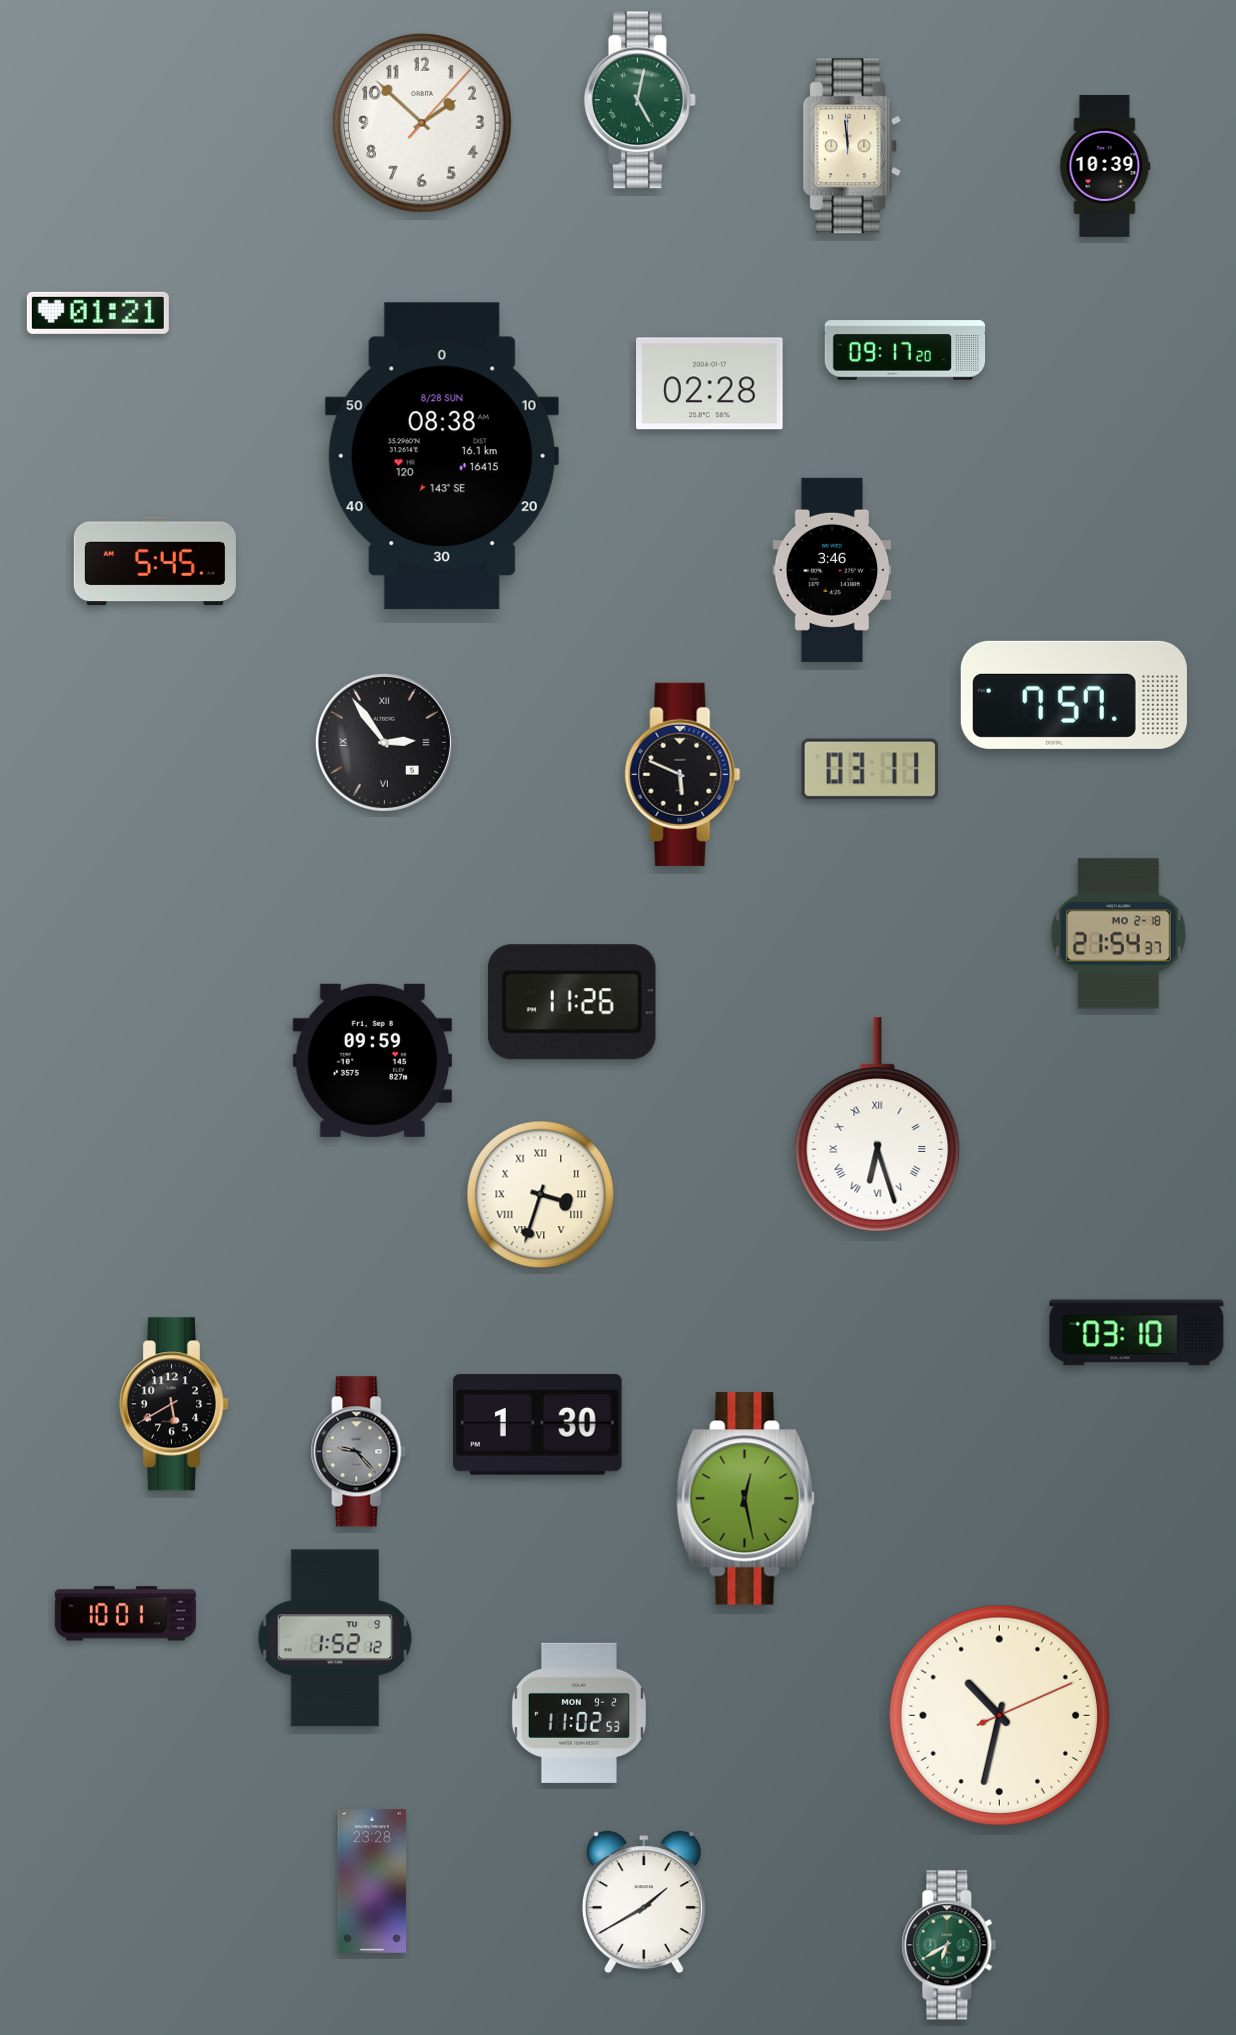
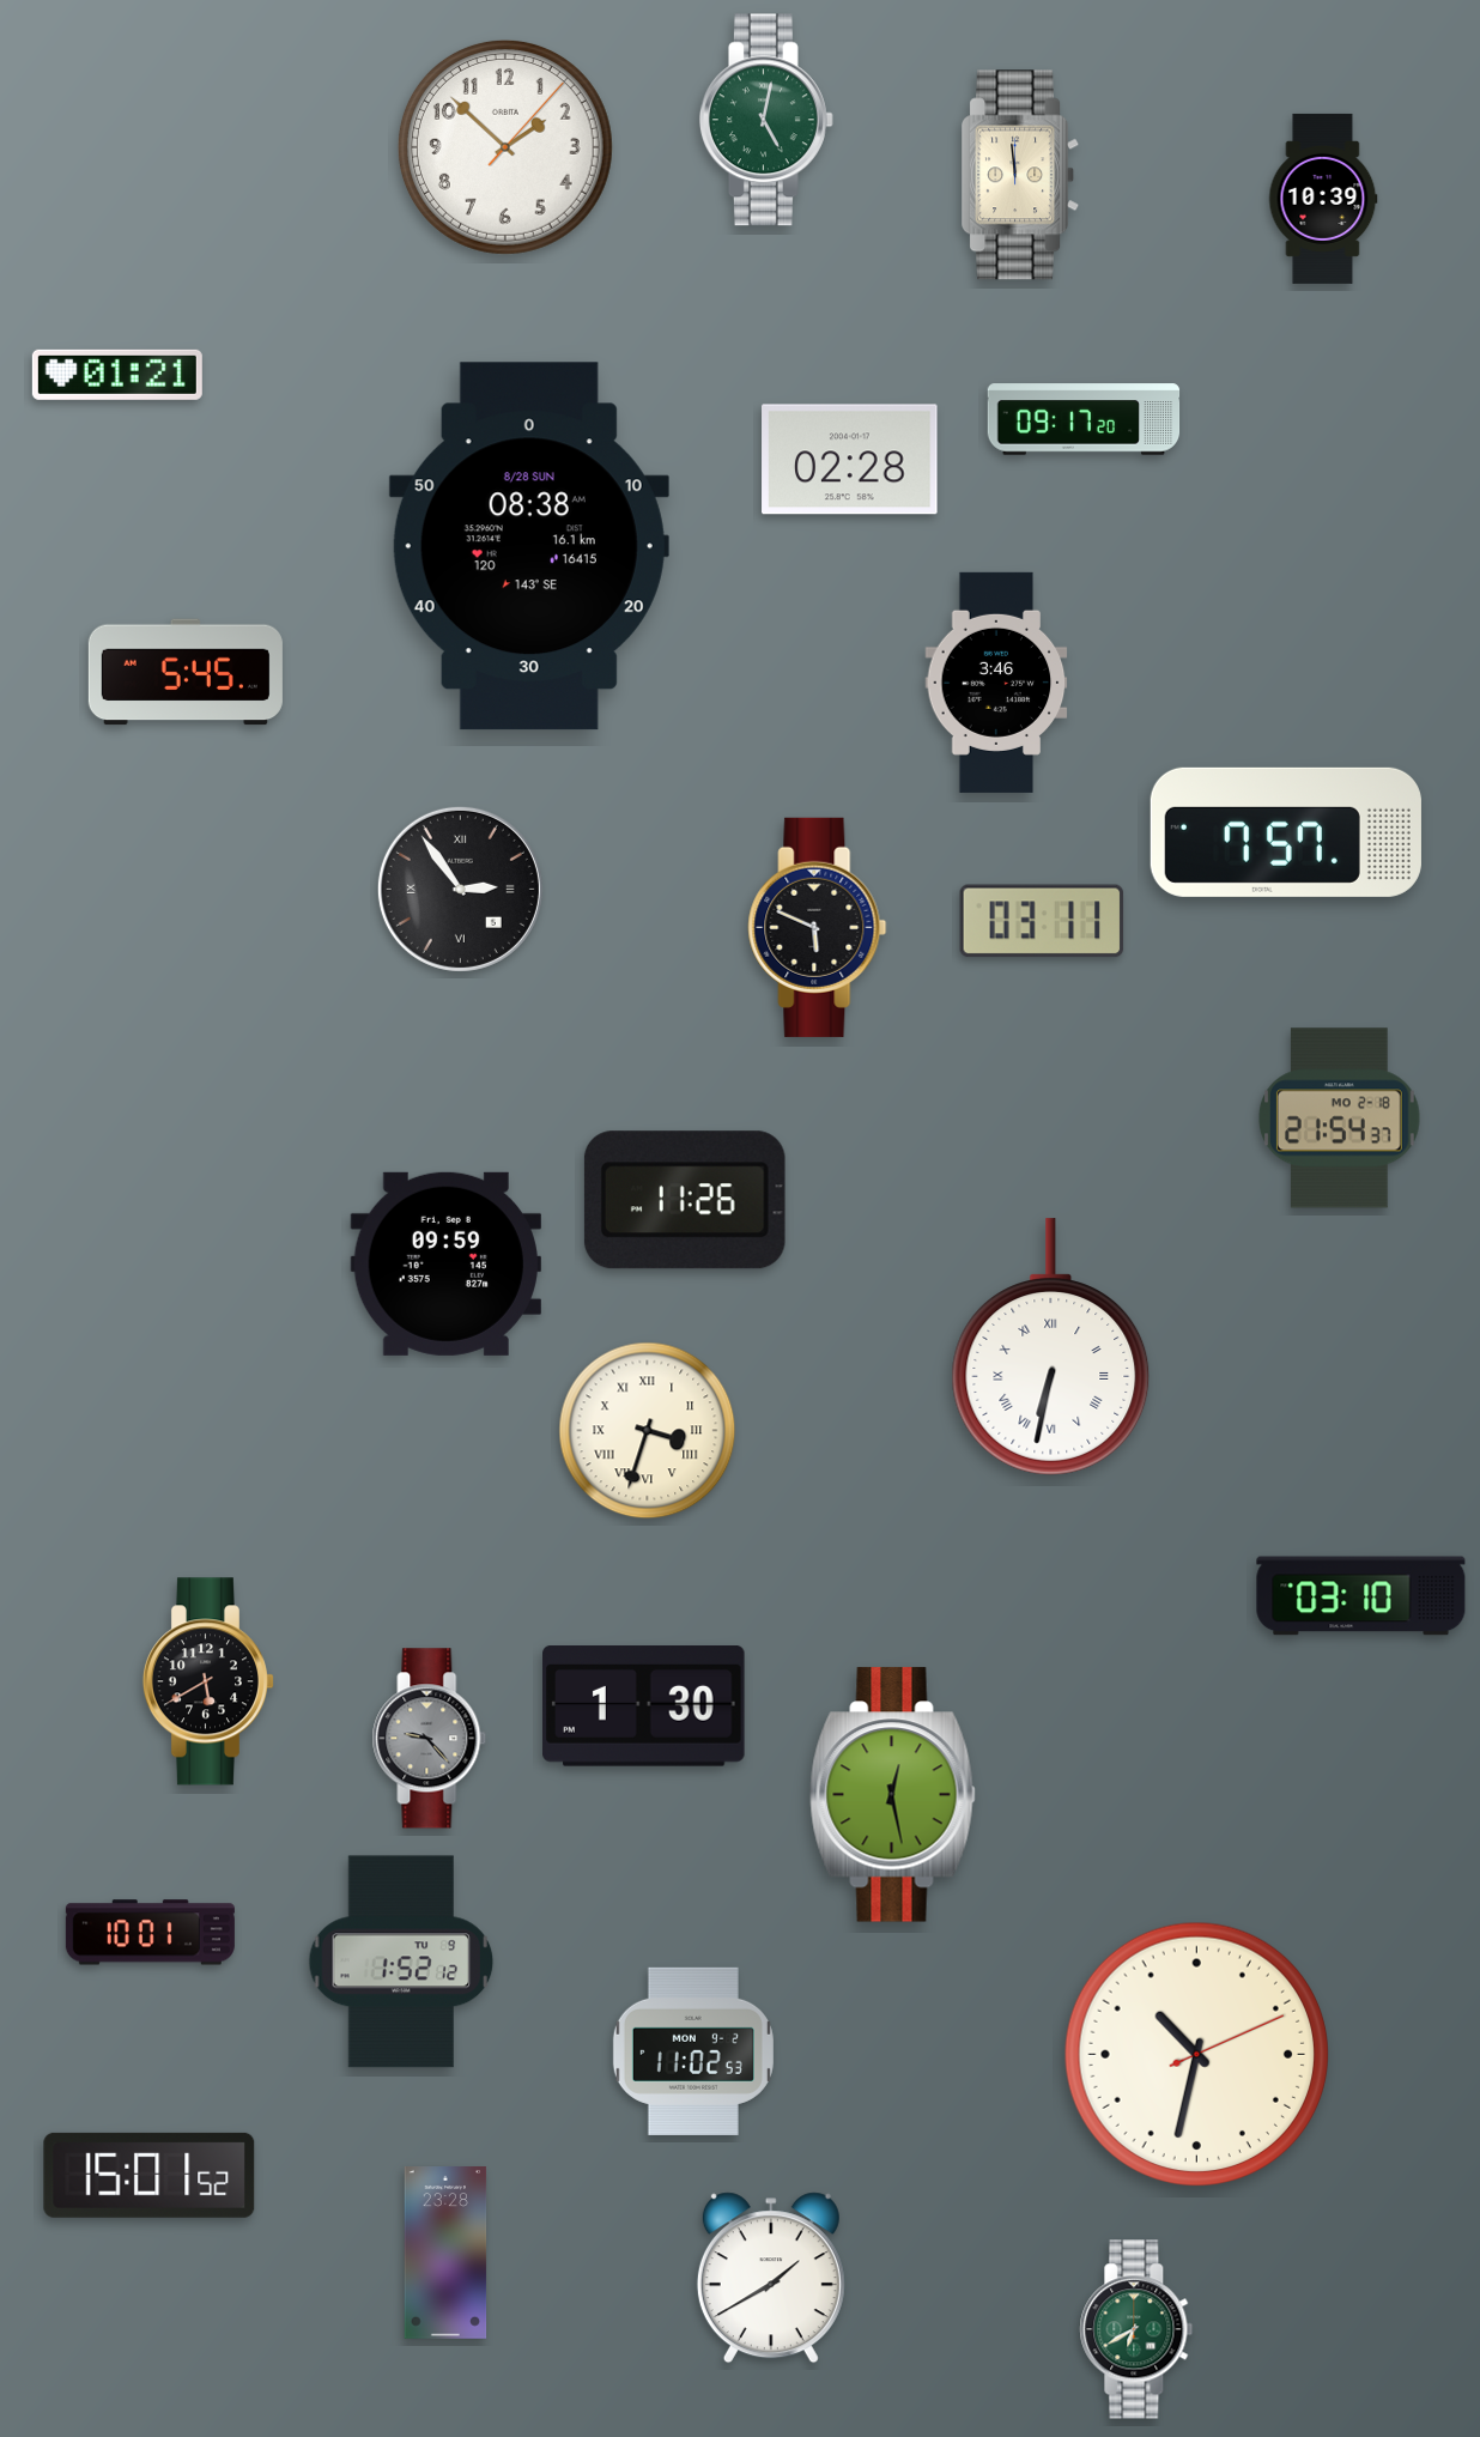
clock at (372, 1060) position: (372, 1060) -> (445, 1263)
clock at (878, 1125): 6:27 -> 6:32
clock at (150, 2175): none -> 15:01
